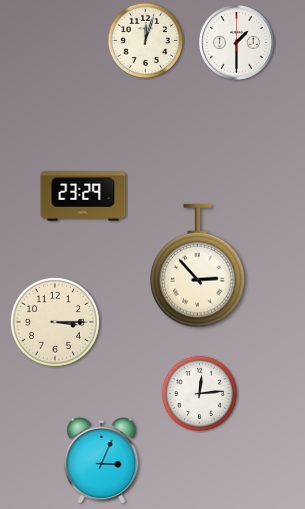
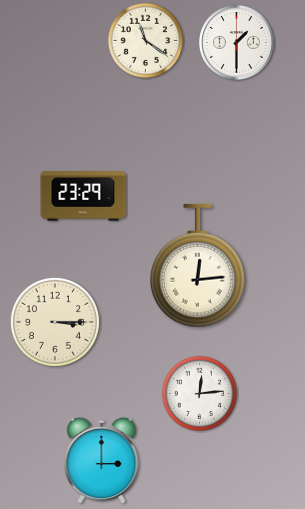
clock at (145, 40): 12:03 -> 11:21
clock at (198, 266): 2:53 -> 12:14
clock at (102, 461): 3:04 -> 3:00
